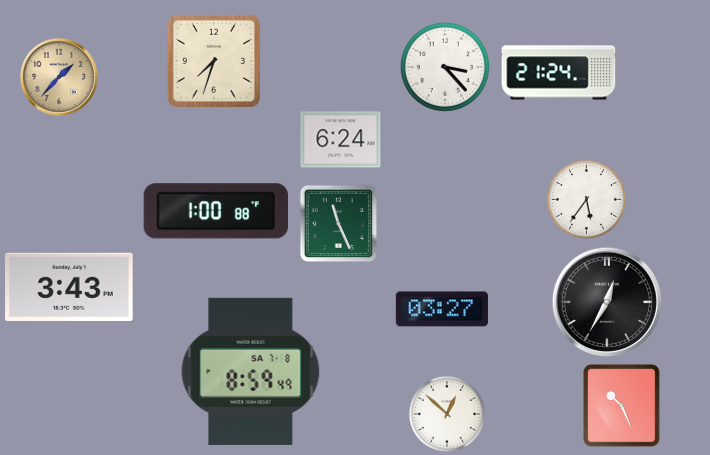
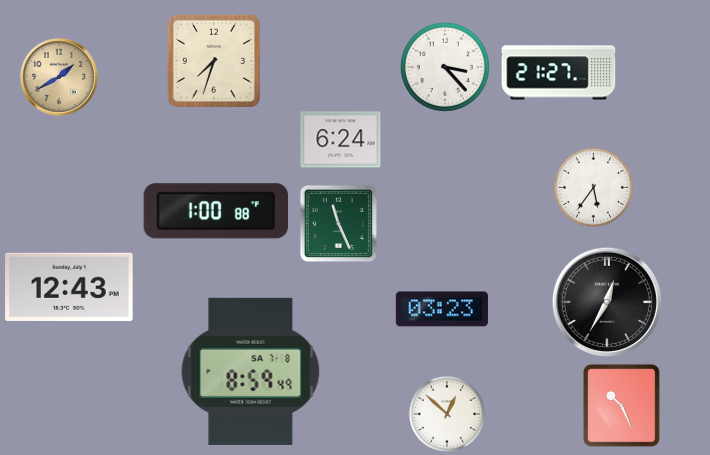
clock at (559, 73): 21:24 -> 21:27
clock at (60, 78): 1:37 -> 1:40
clock at (586, 199) position: (586, 199) -> (593, 187)
clock at (69, 286): 3:43 -> 12:43
clock at (442, 309): 03:27 -> 03:23
